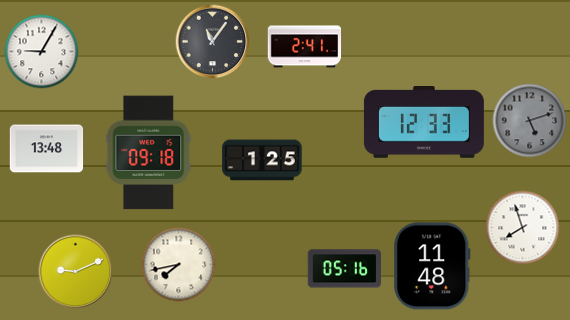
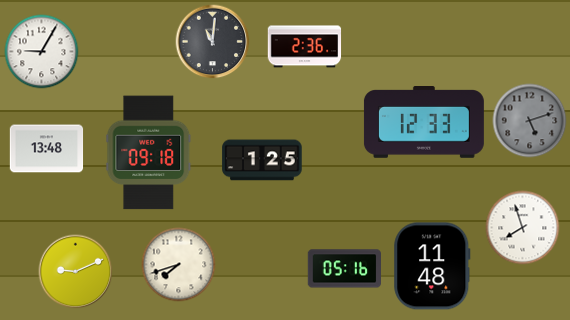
clock at (213, 42): 11:06 -> 11:01
clock at (305, 47): 2:41 -> 2:36
clock at (179, 265): 7:43 -> 7:42
